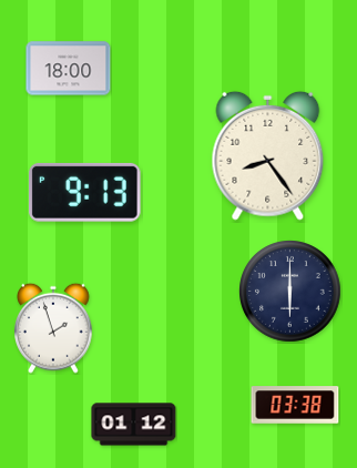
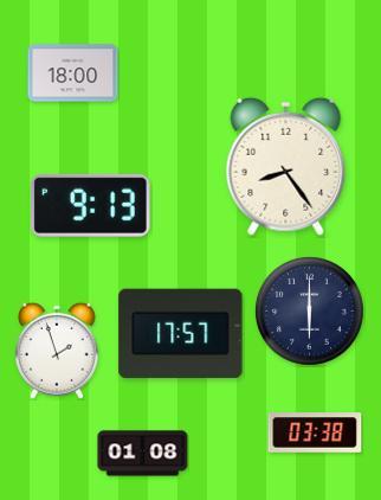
clock at (181, 334): none -> 17:57
clock at (134, 425): 01:12 -> 01:08
